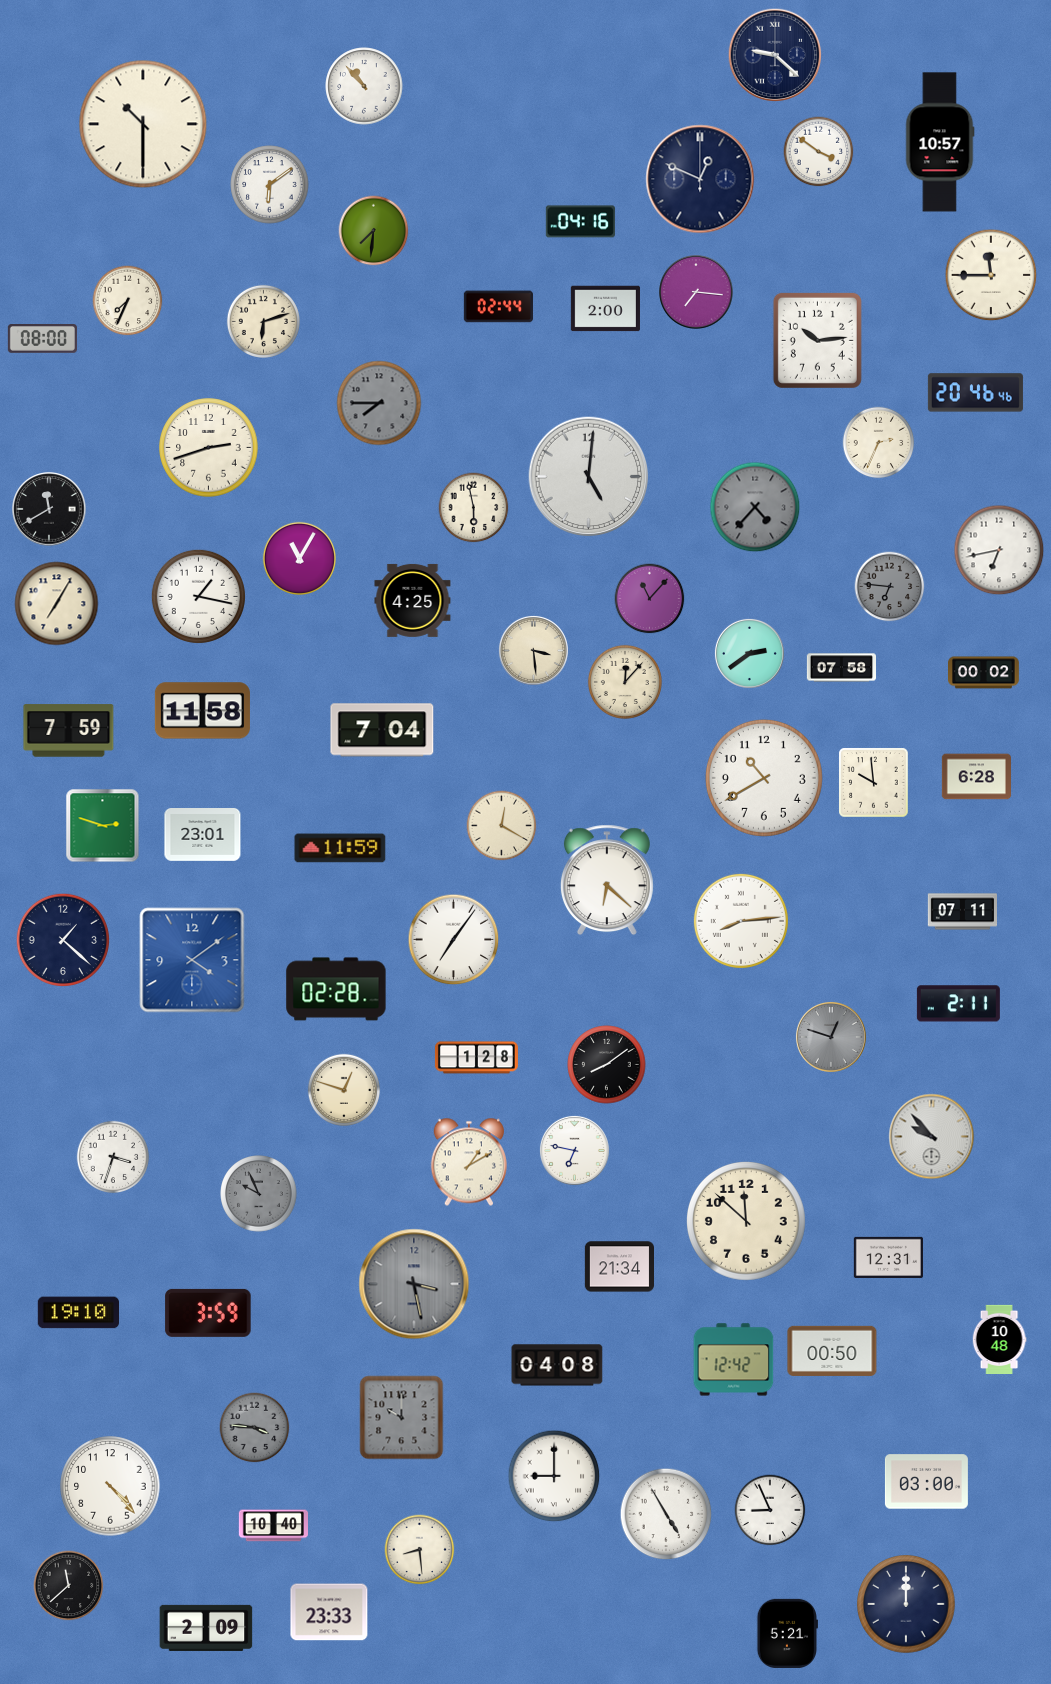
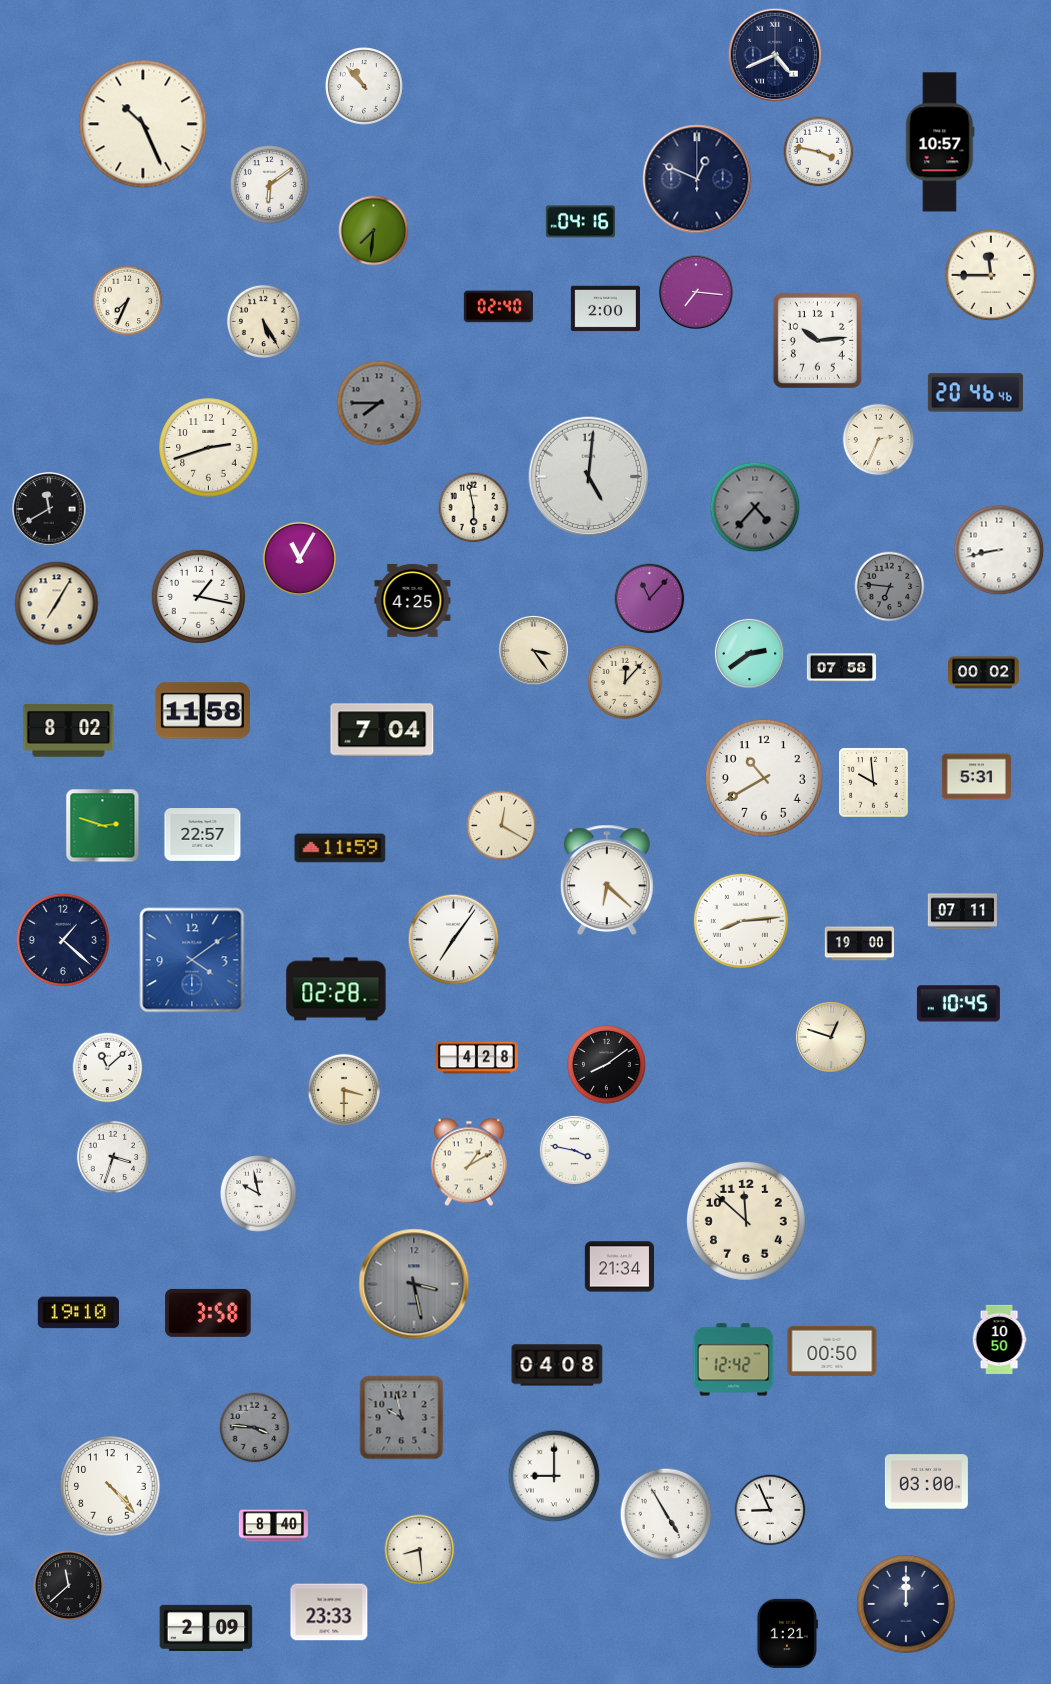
clock at (775, 55): 9:22 -> 4:41
clock at (143, 124): 10:30 -> 10:26
clock at (819, 152): 3:51 -> 3:47
clock at (700, 179) position: (700, 179) -> (697, 179)
clock at (498, 307): 02:44 -> 02:40
clock at (263, 321): 6:12 -> 5:25
clock at (42, 339): 08:00 -> none
clock at (879, 443) position: (879, 443) -> (879, 440)
clock at (999, 550): 6:43 -> 8:43
clock at (533, 650): 3:29 -> 3:24
clock at (69, 731): 7:59 -> 8:02
clock at (976, 777): 6:28 -> 5:31
clock at (203, 835): 23:01 -> 22:57
clock at (859, 944): none -> 19:00
clock at (958, 1004): 2:11 -> 10:45
clock at (831, 1037) dial: grey -> cream
clock at (476, 1058): 1:28 -> 4:28
clock at (108, 1068): none -> 11:08
clock at (344, 1090): 12:48 -> 3:30
clock at (932, 1137): 9:53 -> none
clock at (574, 1150): 6:47 -> 3:47
clock at (259, 1194): 9:56 -> 9:58
clock at (259, 1194) dial: grey -> white
clock at (888, 1257): 12:31 -> none
clock at (208, 1313): 3:59 -> 3:58
clock at (999, 1339): 10:48 -> 10:50
clock at (402, 1418): 10:00 -> 9:58
clock at (273, 1526): 10:40 -> 8:40
clock at (786, 1633): 5:21 -> 1:21
